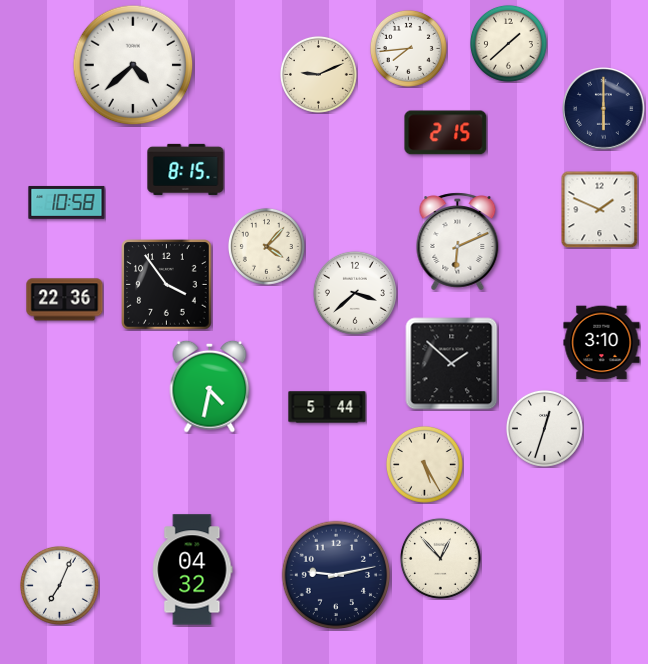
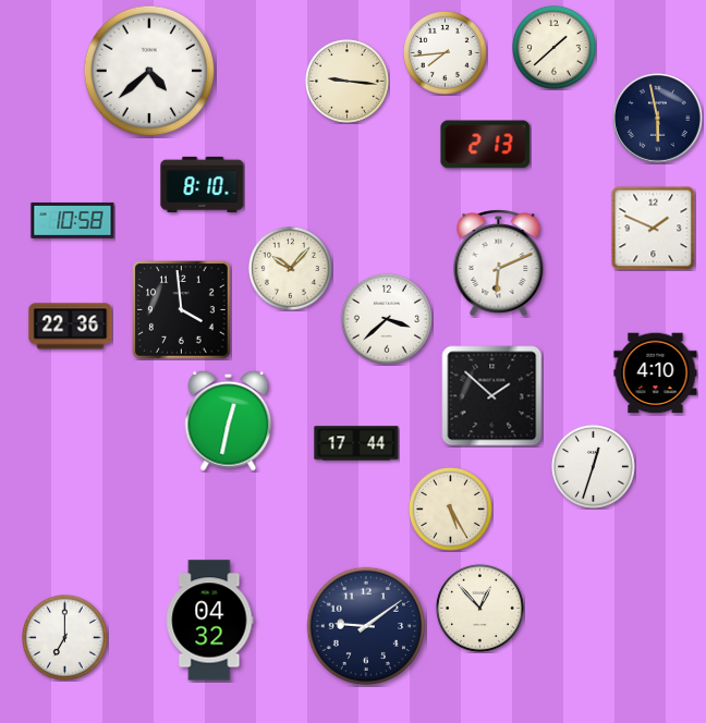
clock at (133, 65) position: (133, 65) -> (149, 71)
clock at (318, 74): 9:11 -> 9:16
clock at (604, 109): 6:00 -> 5:58
clock at (446, 133): 2:15 -> 2:13
clock at (186, 169): 8:15 -> 8:10
clock at (266, 246): 4:07 -> 10:07
clock at (167, 285): 3:54 -> 3:59
clock at (602, 343): 3:10 -> 4:10
clock at (210, 386): 4:32 -> 12:32
clock at (327, 407): 5:44 -> 17:44
clock at (424, 464) position: (424, 464) -> (450, 508)
clock at (336, 575): 9:13 -> 9:09
clock at (59, 585): 7:04 -> 7:00
